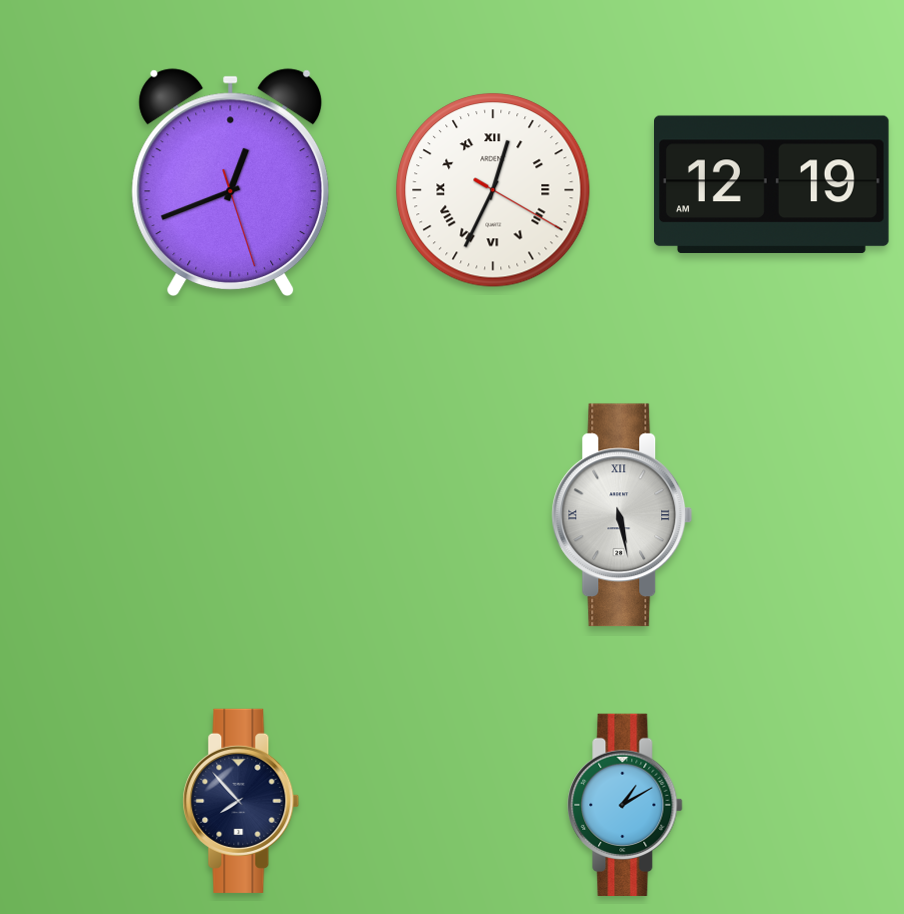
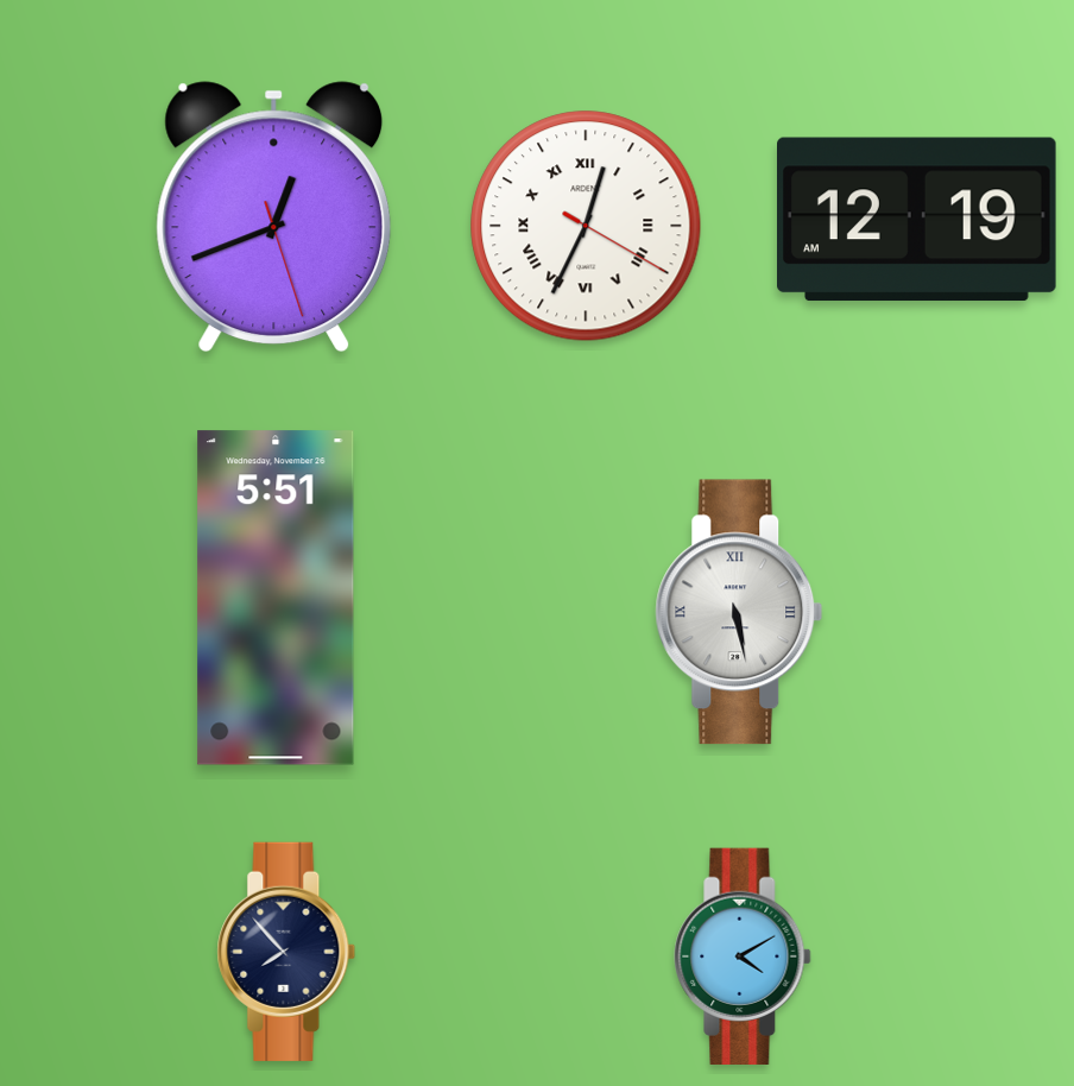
clock at (276, 598): none -> 5:51
clock at (625, 804): 1:10 -> 4:10
